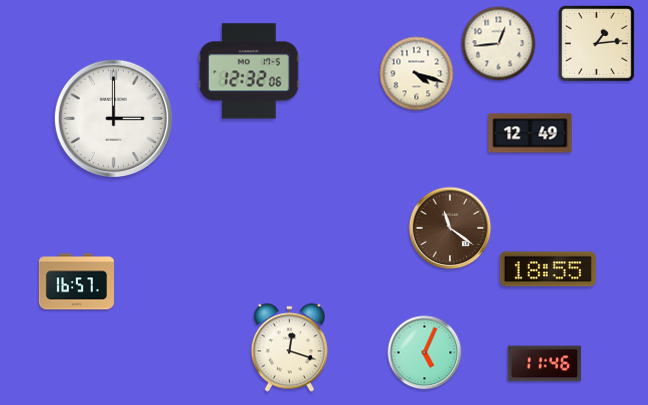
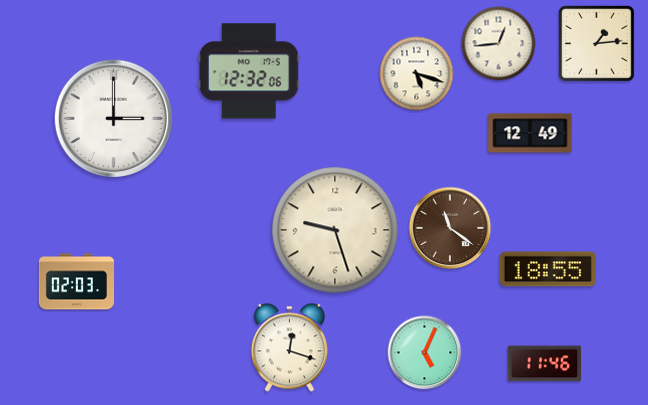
clock at (417, 74): 4:18 -> 5:18
clock at (335, 230): none -> 9:27
clock at (76, 282): 16:57 -> 02:03
